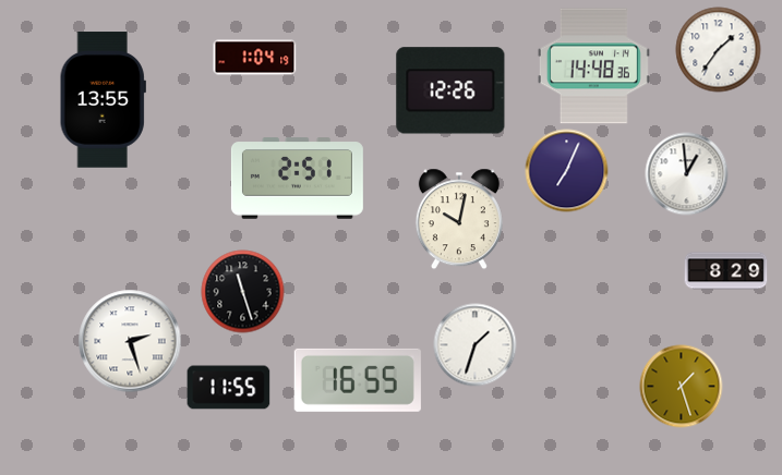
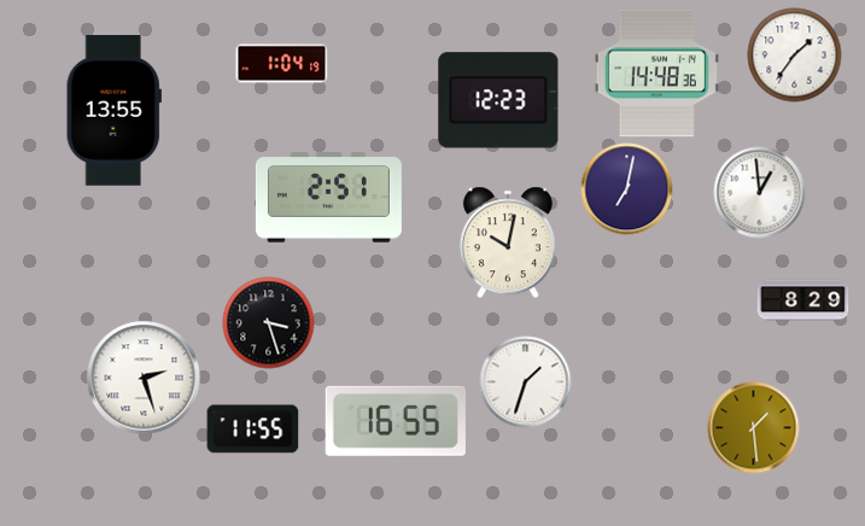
clock at (450, 90): 12:26 -> 12:23
clock at (567, 171): 7:04 -> 7:02
clock at (243, 292): 11:27 -> 3:27
clock at (682, 387): 1:27 -> 1:29
